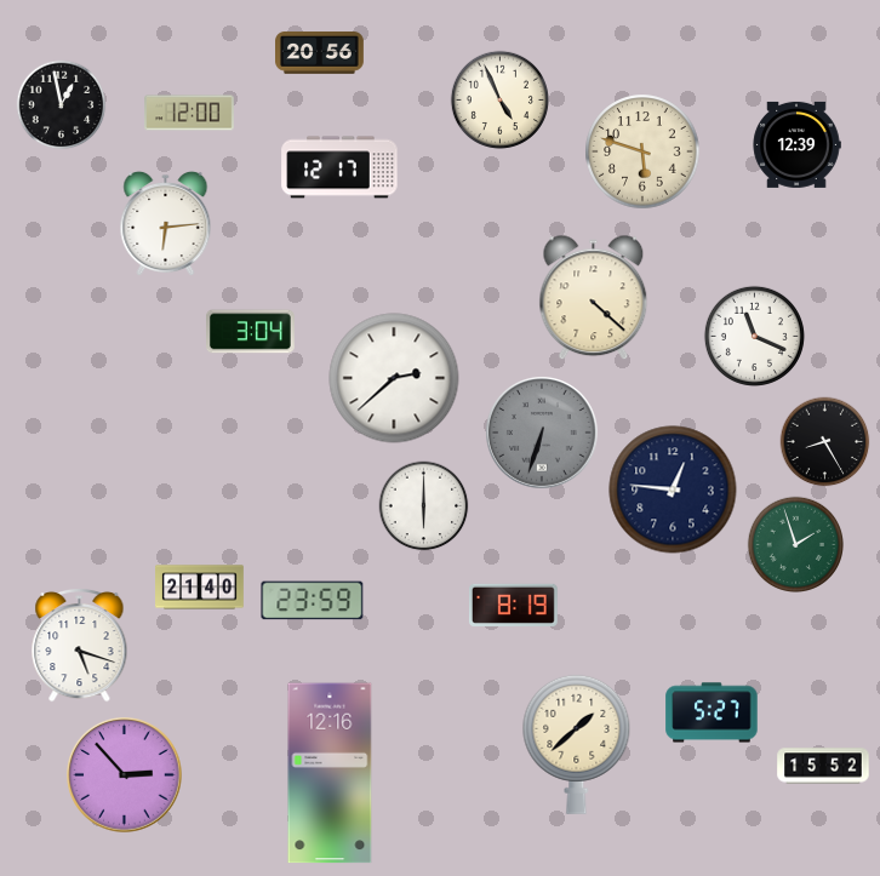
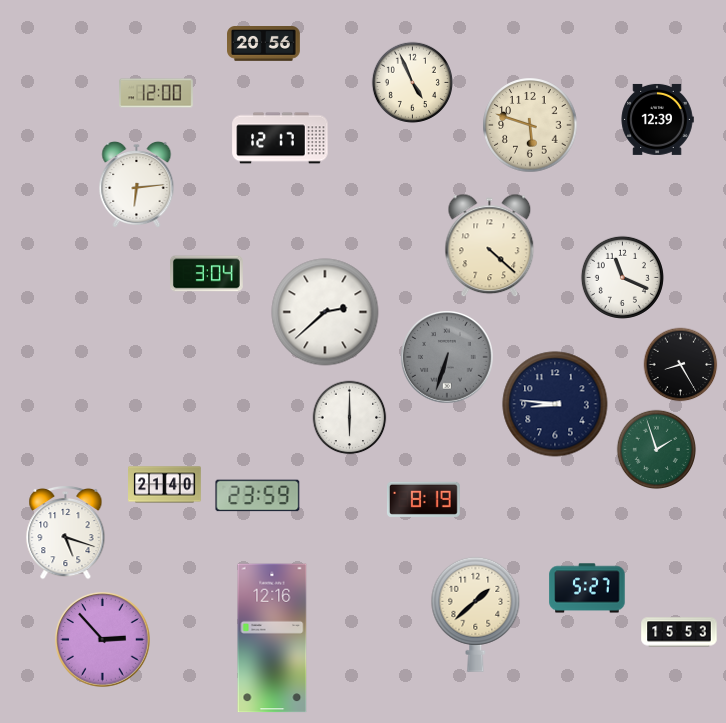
clock at (62, 105): 12:58 -> none
clock at (673, 489): 12:46 -> 8:46
clock at (823, 766): 15:52 -> 15:53
